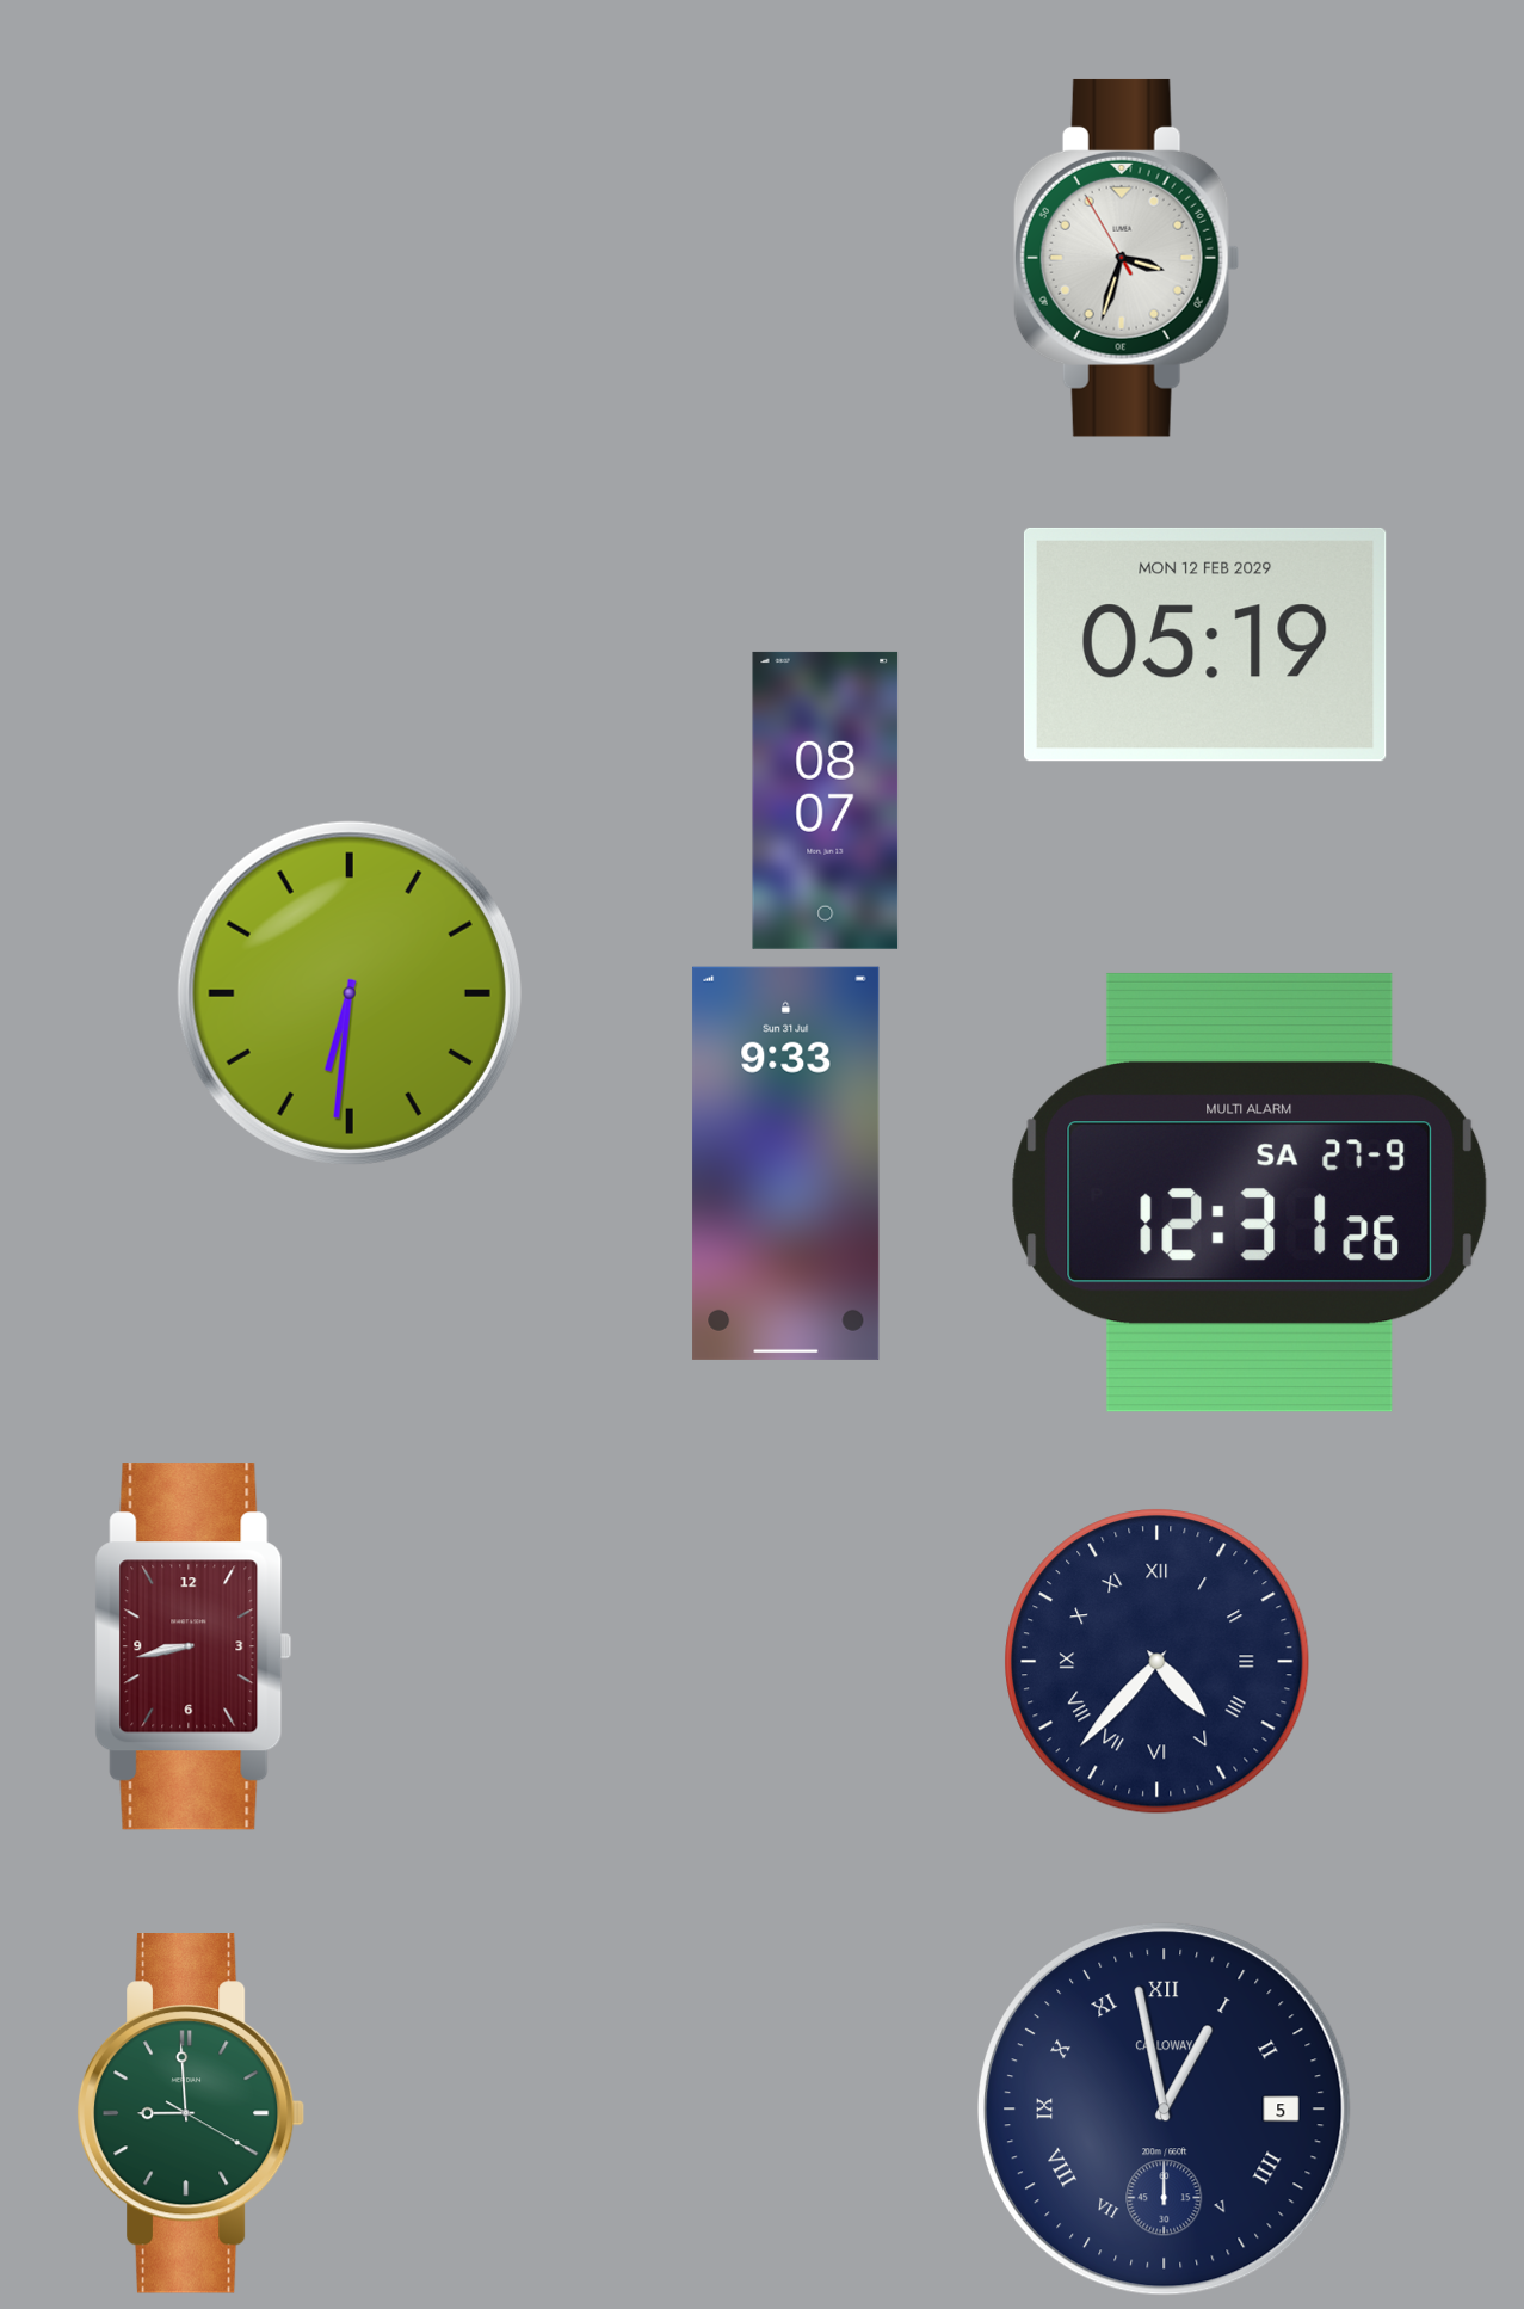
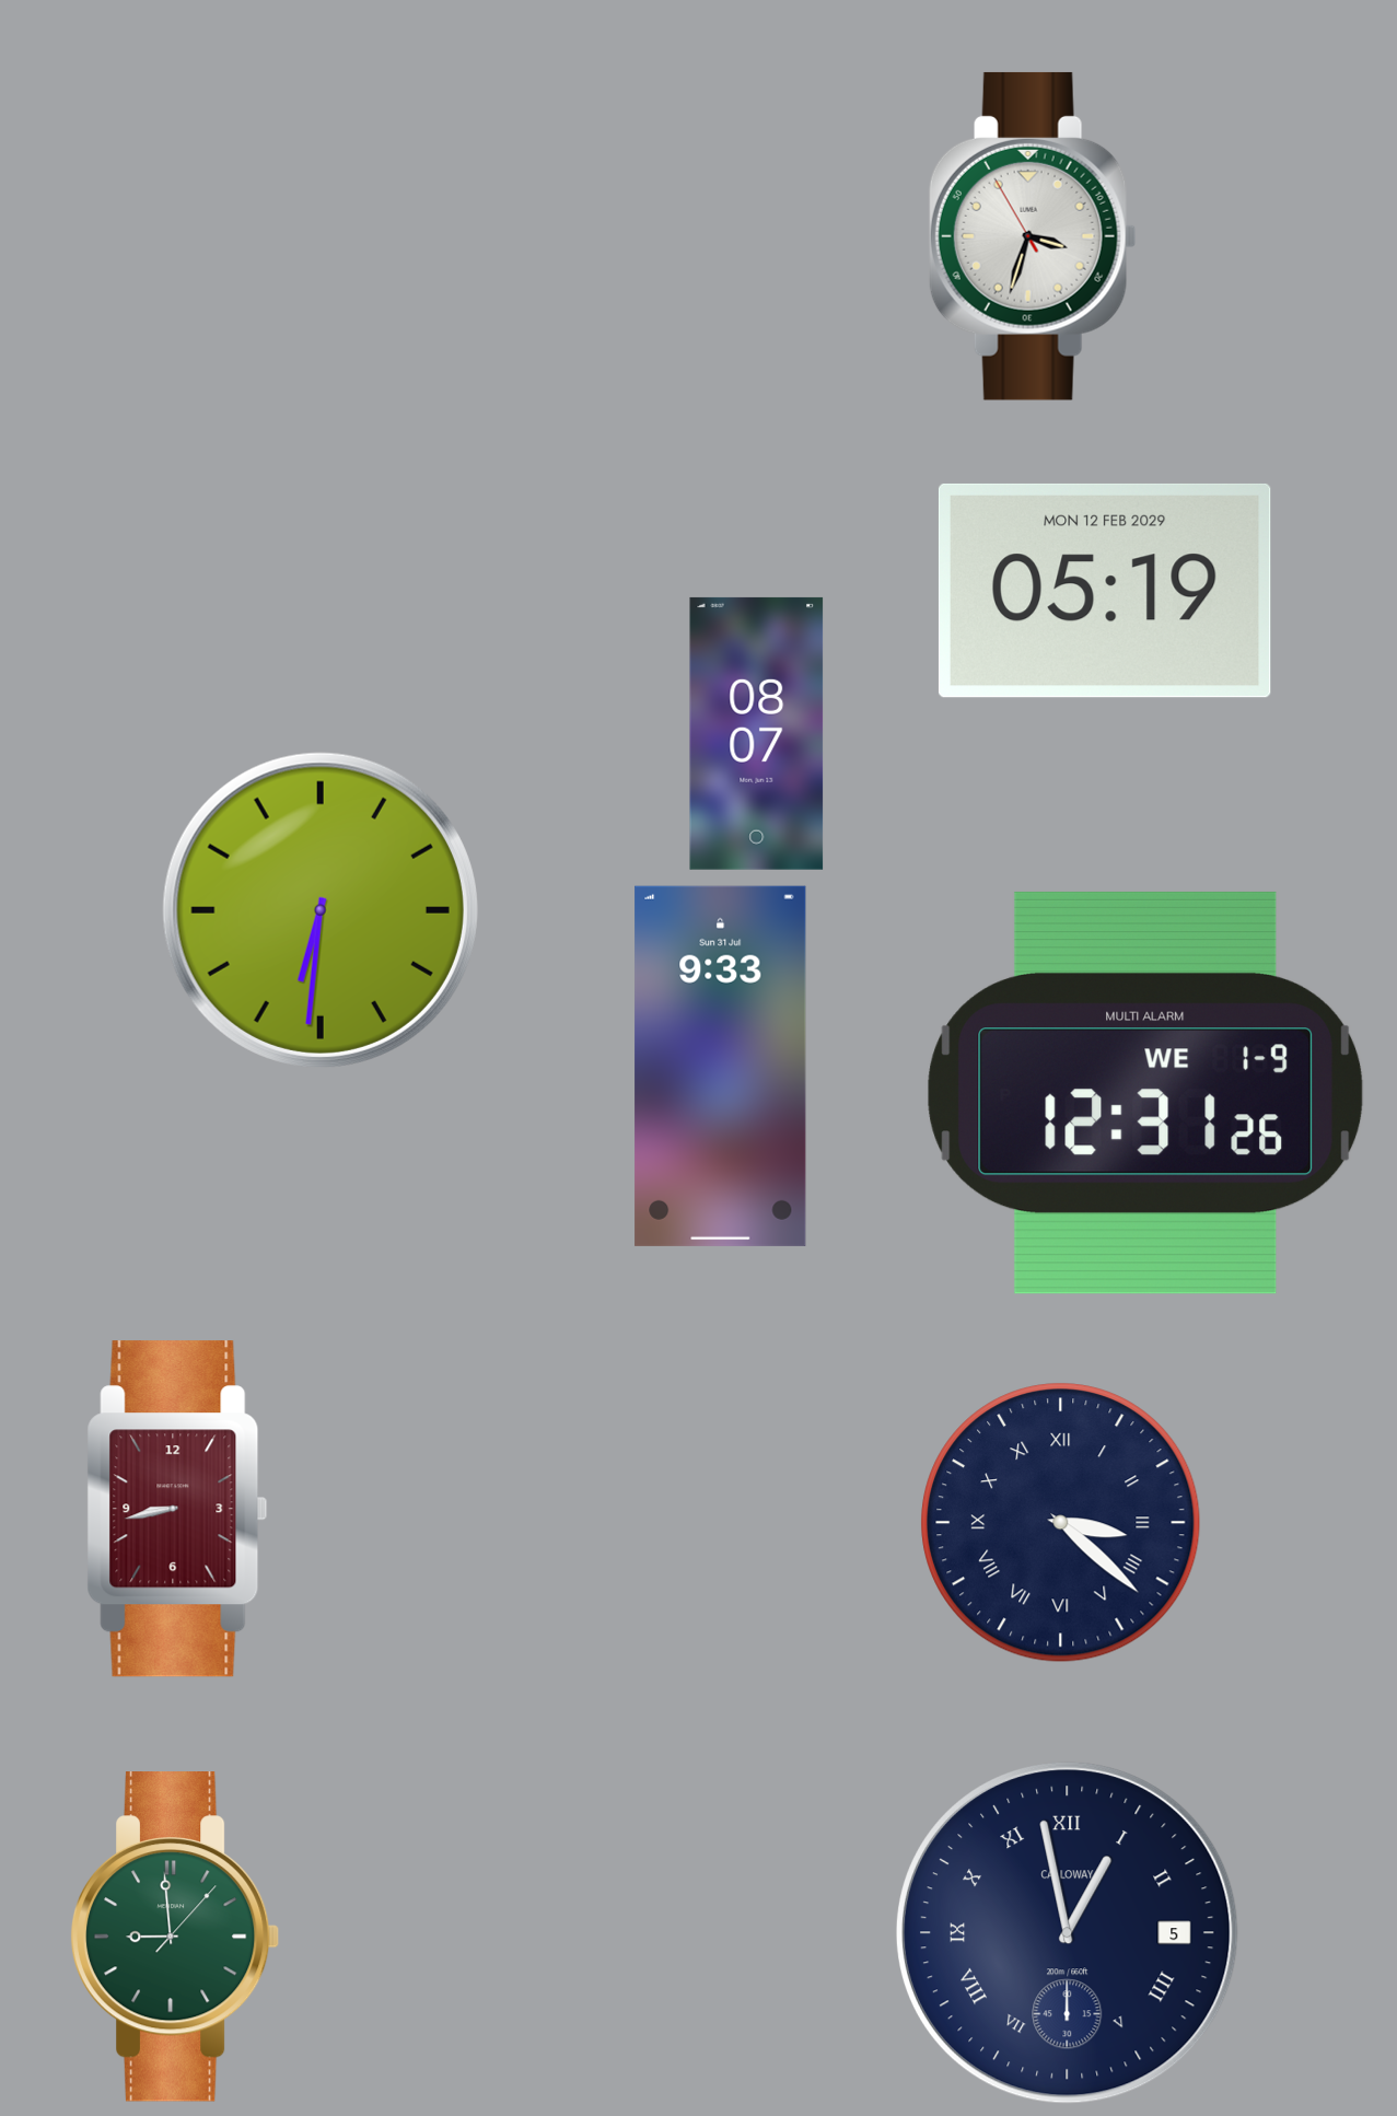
clock at (1250, 1193) date: SA 27-9 -> WE 1-9
clock at (1158, 1662): 4:37 -> 3:22
clock at (191, 2113): 8:59:20 -> 8:59:07
